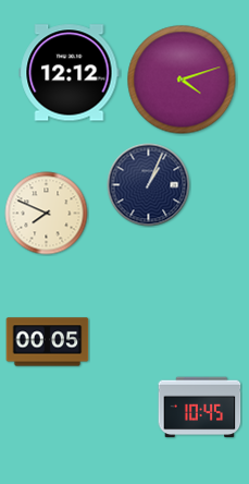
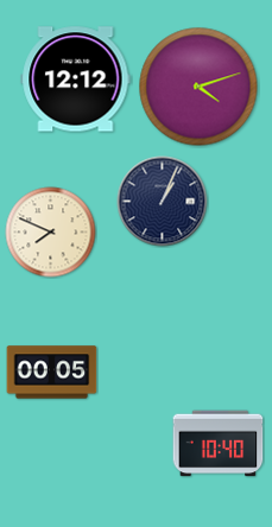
clock at (200, 408): 10:45 -> 10:40
